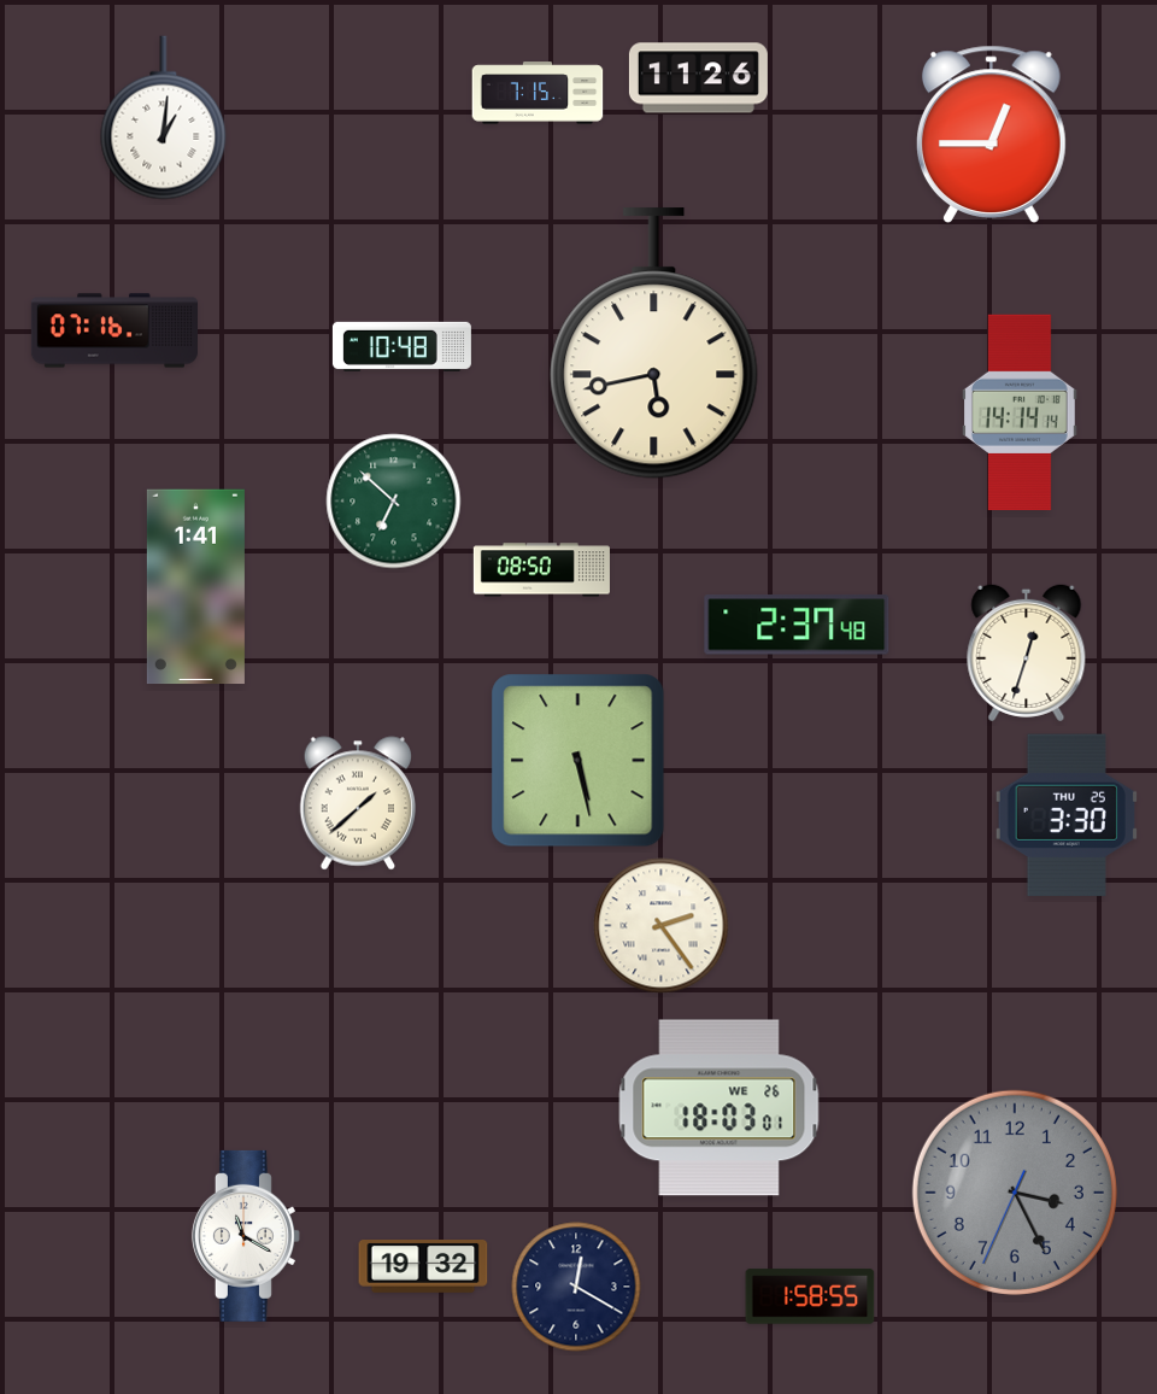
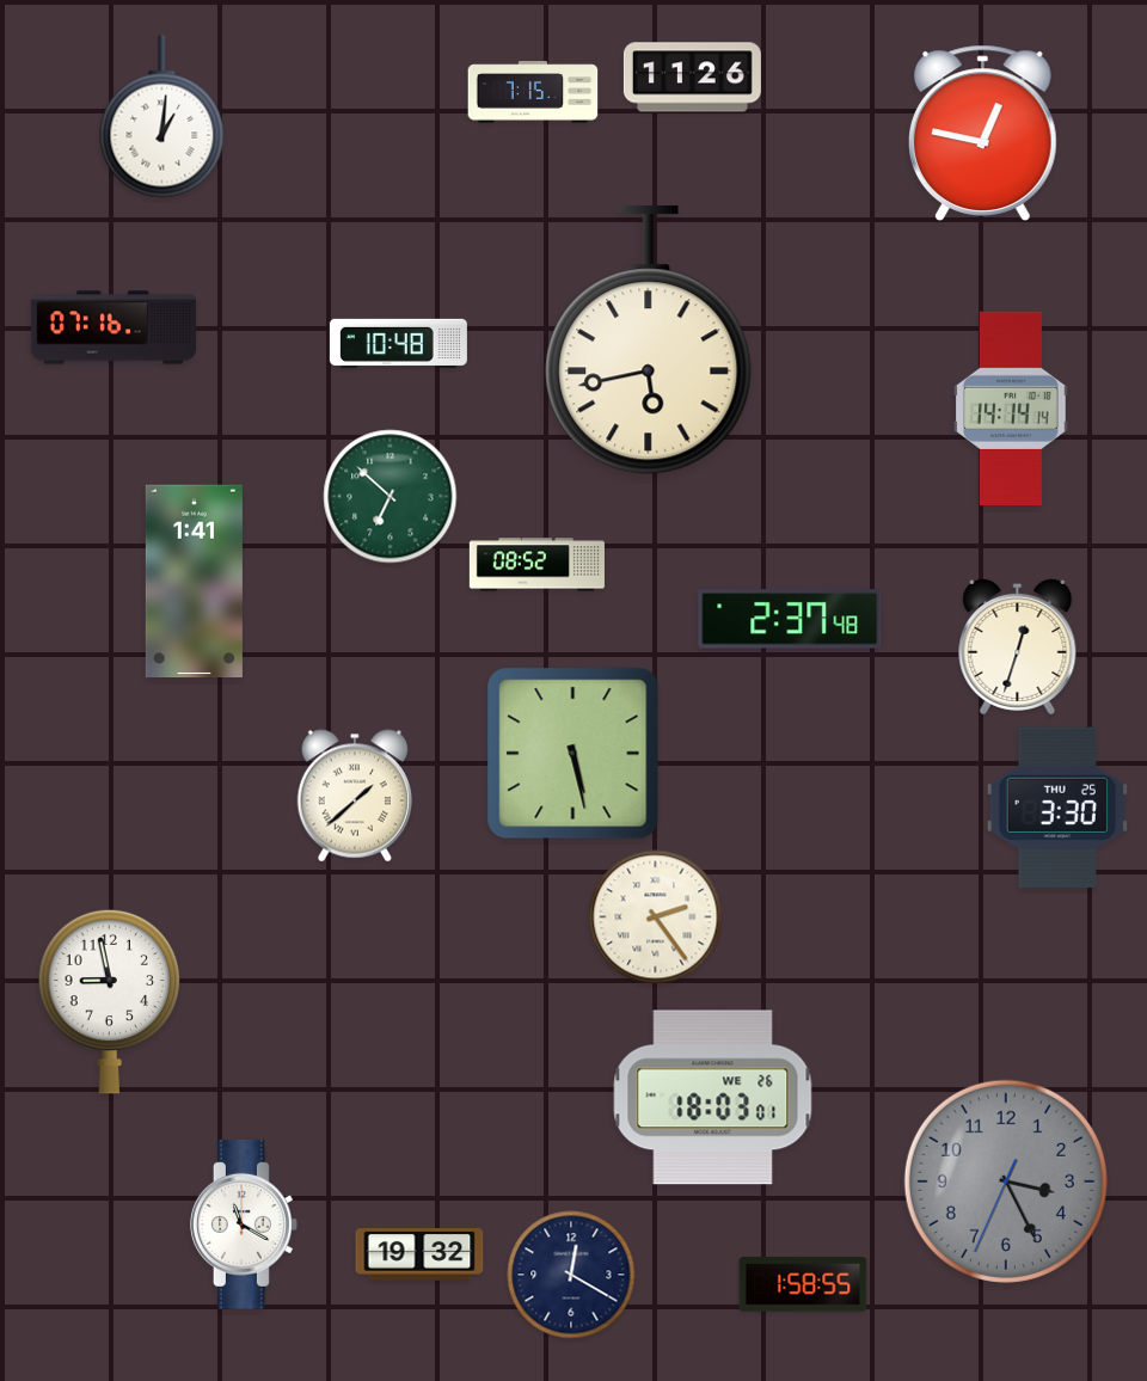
clock at (991, 134): 12:45 -> 12:47
clock at (541, 570): 08:50 -> 08:52
clock at (110, 1001): none -> 8:58
